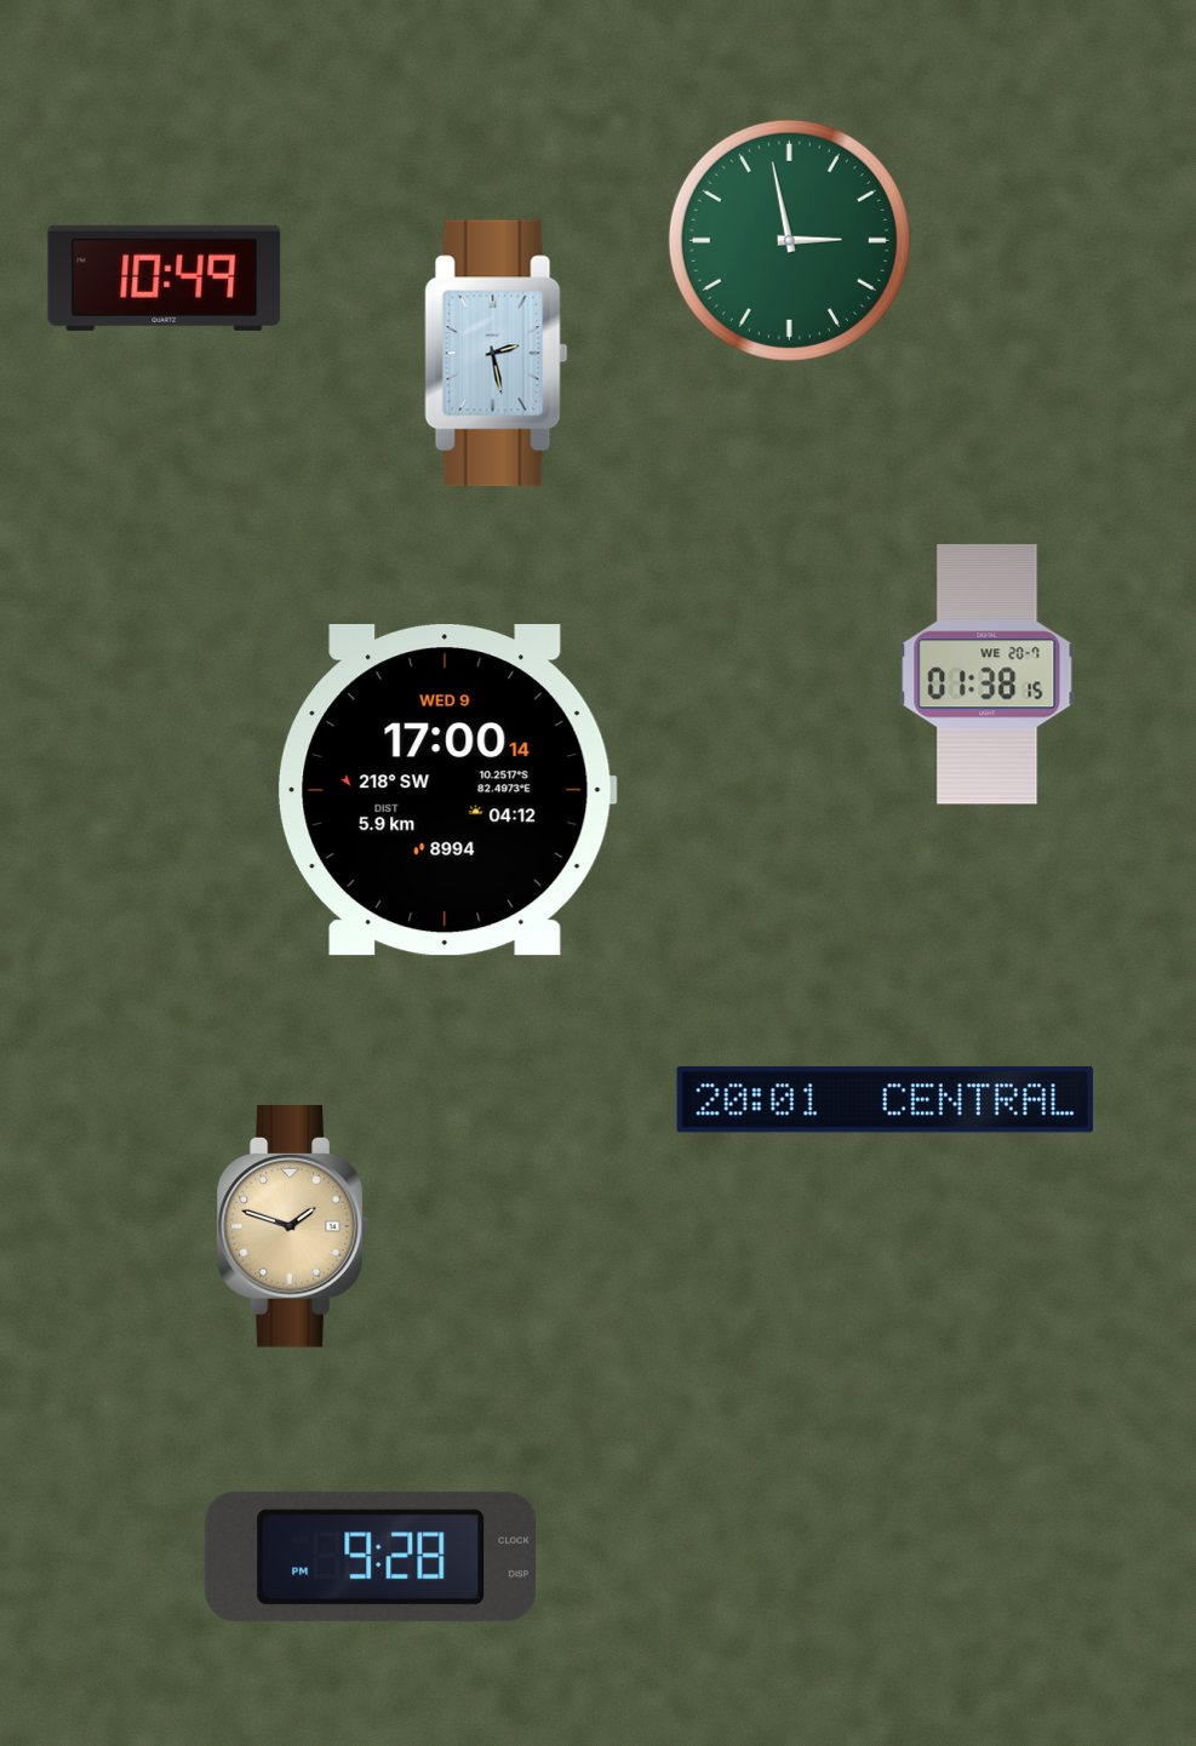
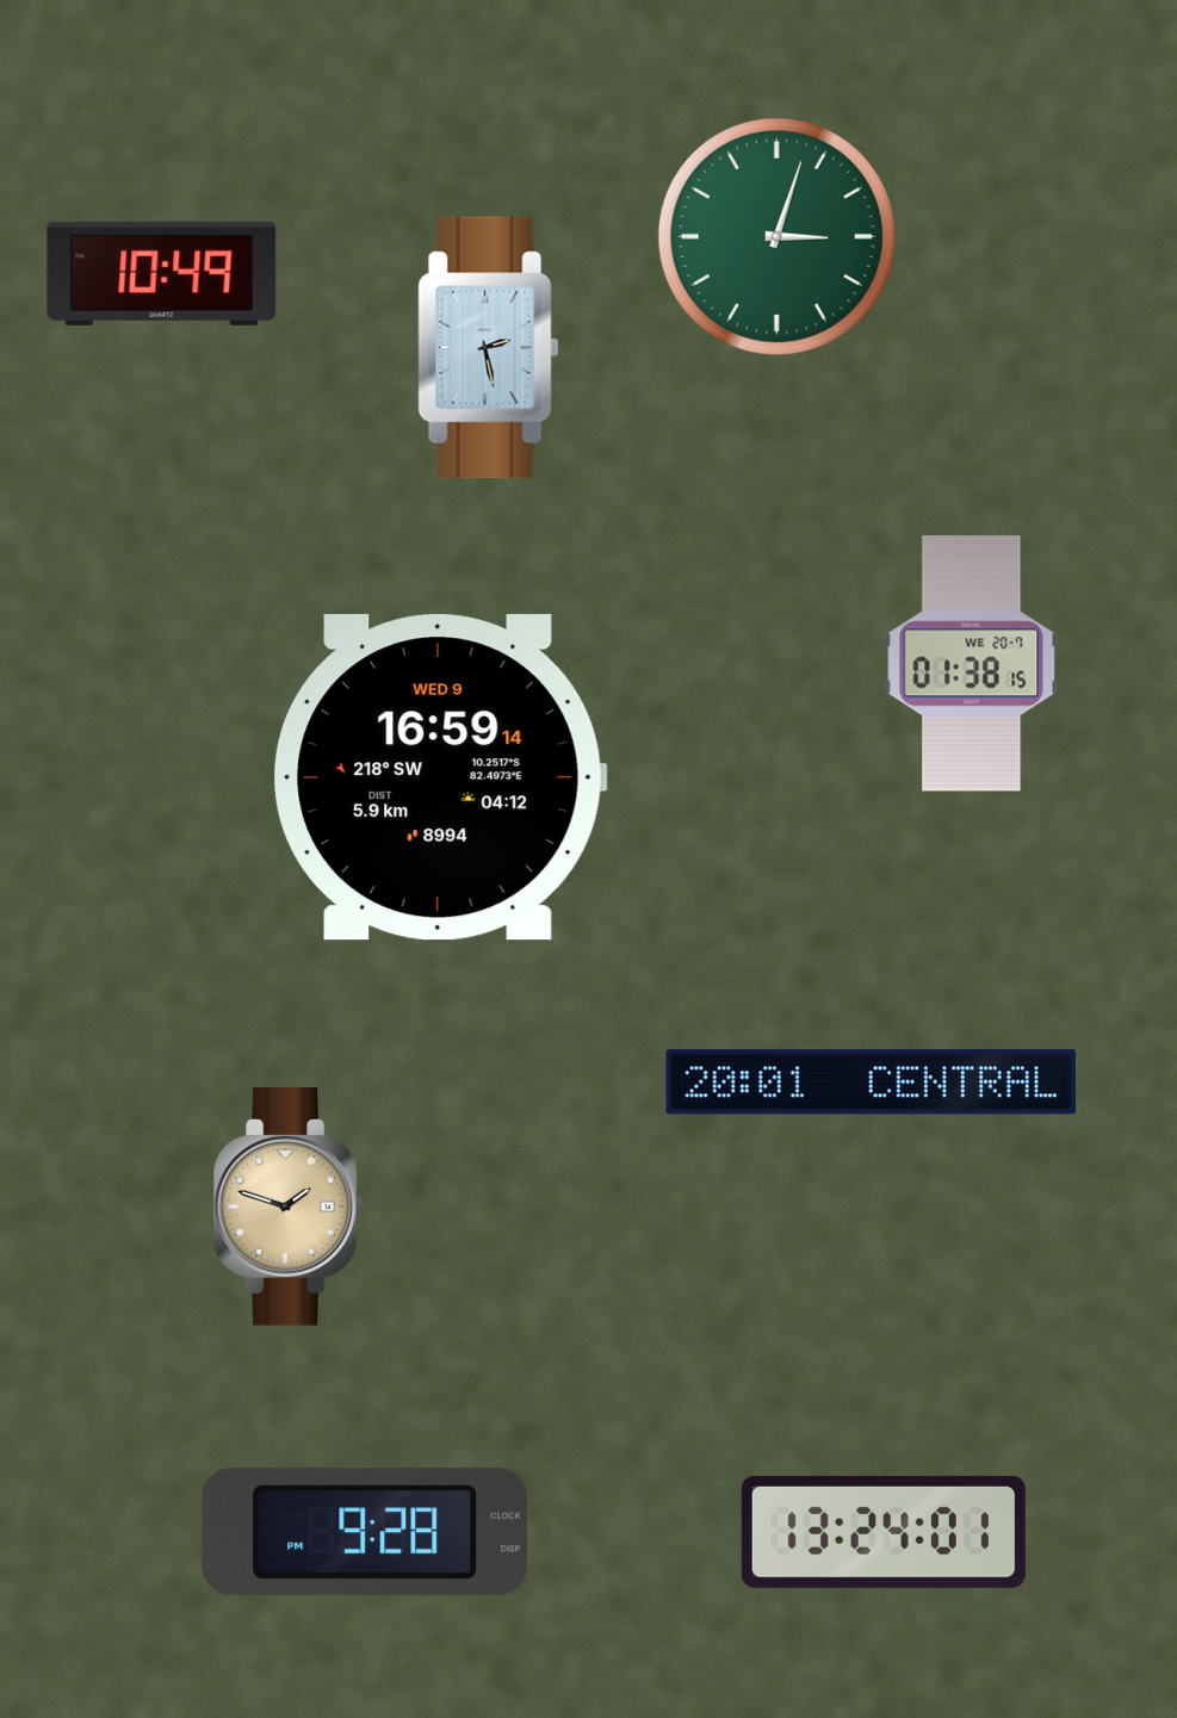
clock at (789, 240): 2:58 -> 3:03
clock at (447, 790): 17:00 -> 16:59
clock at (884, 1532): none -> 13:24
